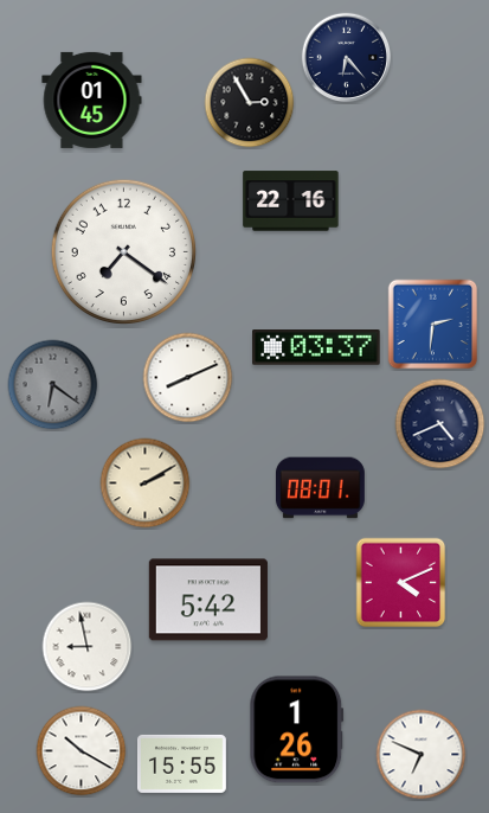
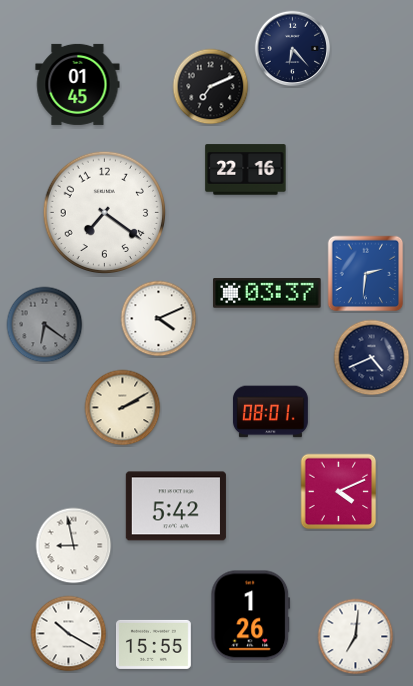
clock at (250, 103): 2:55 -> 7:11
clock at (188, 378): 8:11 -> 4:11
clock at (422, 755): 6:49 -> 7:01
